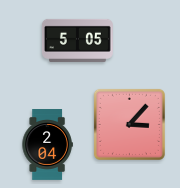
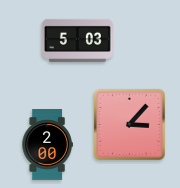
clock at (78, 40): 5:05 -> 5:03
clock at (47, 145): 2:04 -> 2:00
